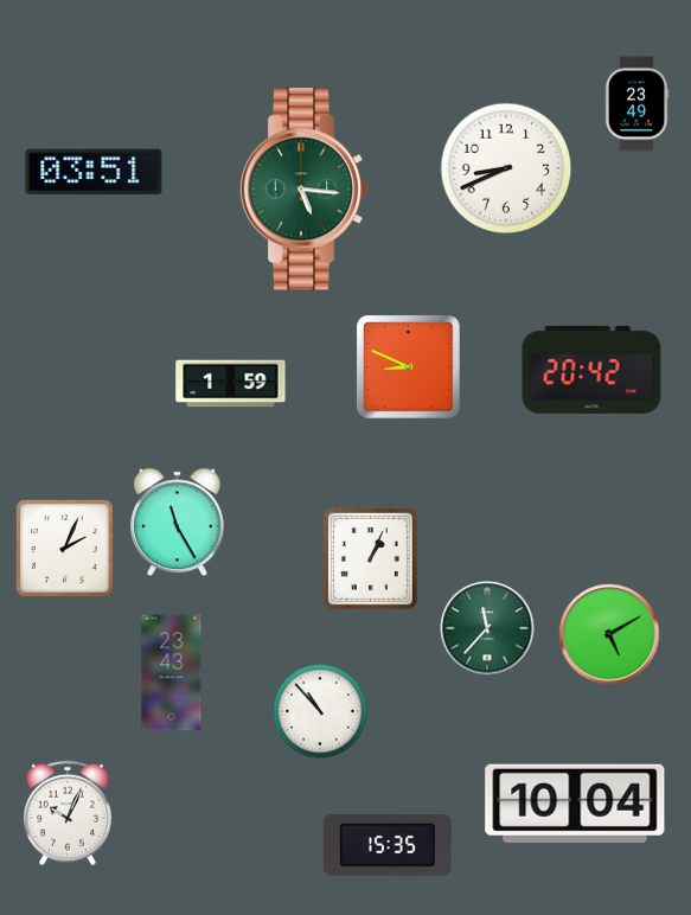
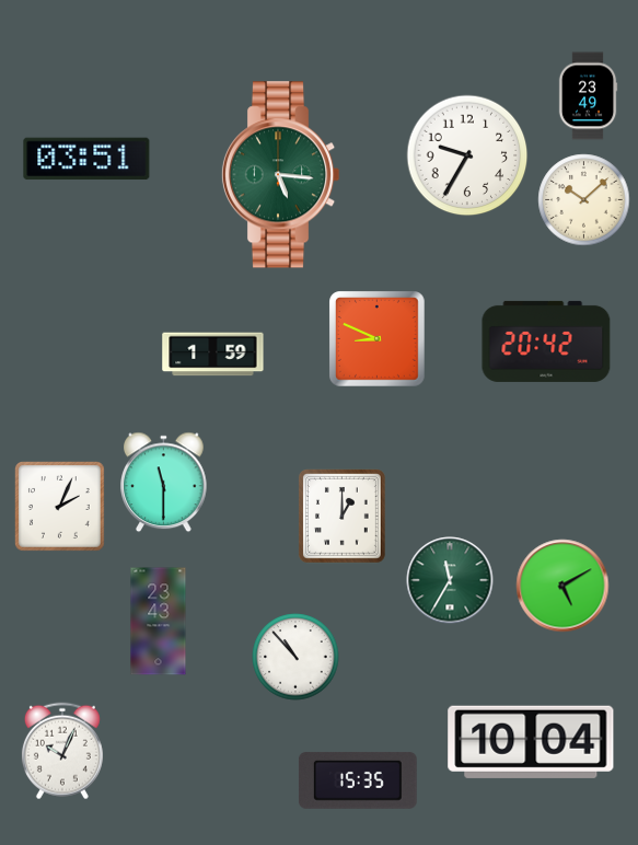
clock at (506, 168): 8:41 -> 9:35
clock at (584, 200): none -> 10:08
clock at (178, 523): 11:25 -> 11:30
clock at (370, 559): 1:04 -> 1:00
clock at (487, 628): 11:37 -> 11:35
